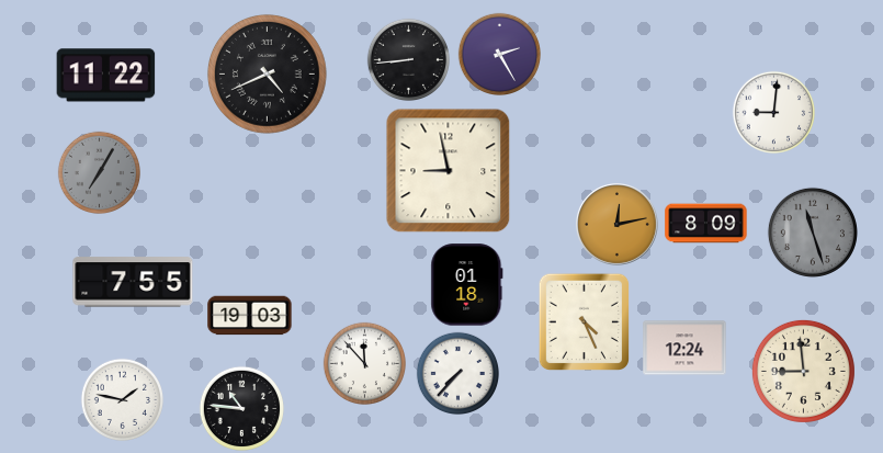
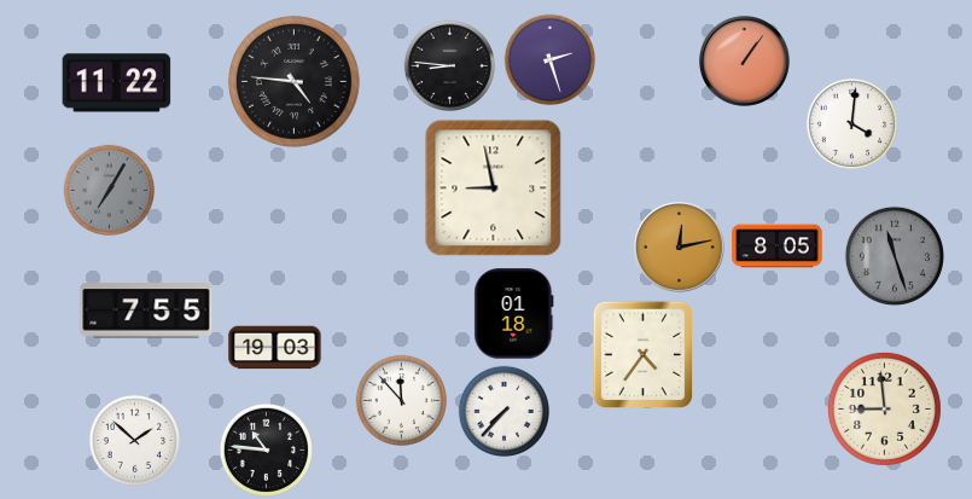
clock at (499, 54): 2:25 -> 2:27
clock at (745, 62): none -> 1:06
clock at (408, 59): 8:44 -> 8:46
clock at (267, 73): 4:41 -> 4:46
clock at (773, 112): 9:01 -> 4:01
clock at (706, 224): 8:09 -> 8:05
clock at (584, 321): 4:26 -> 4:36
clock at (684, 348): 12:24 -> none
clock at (122, 399): 1:47 -> 1:52
